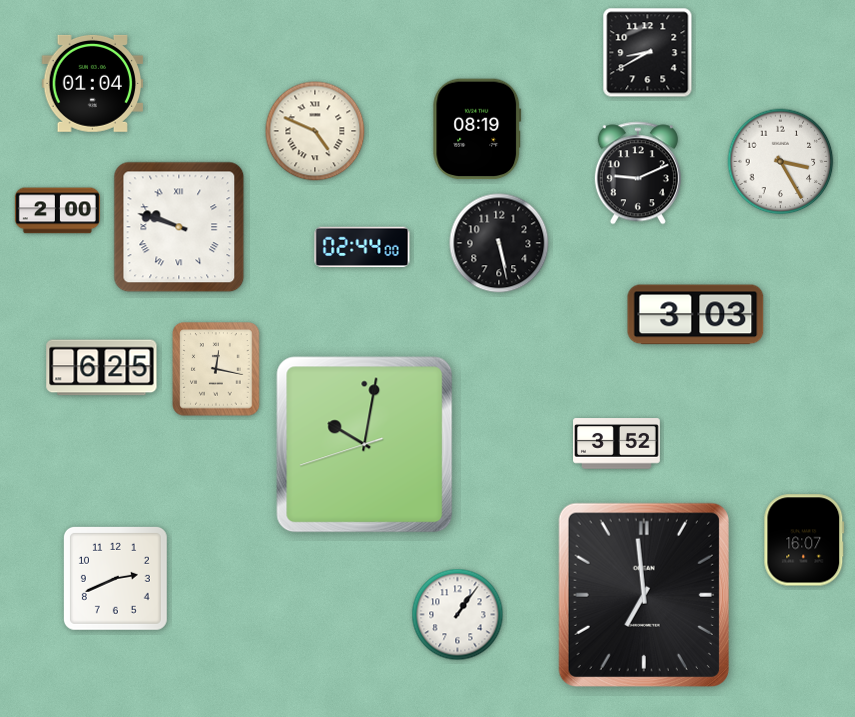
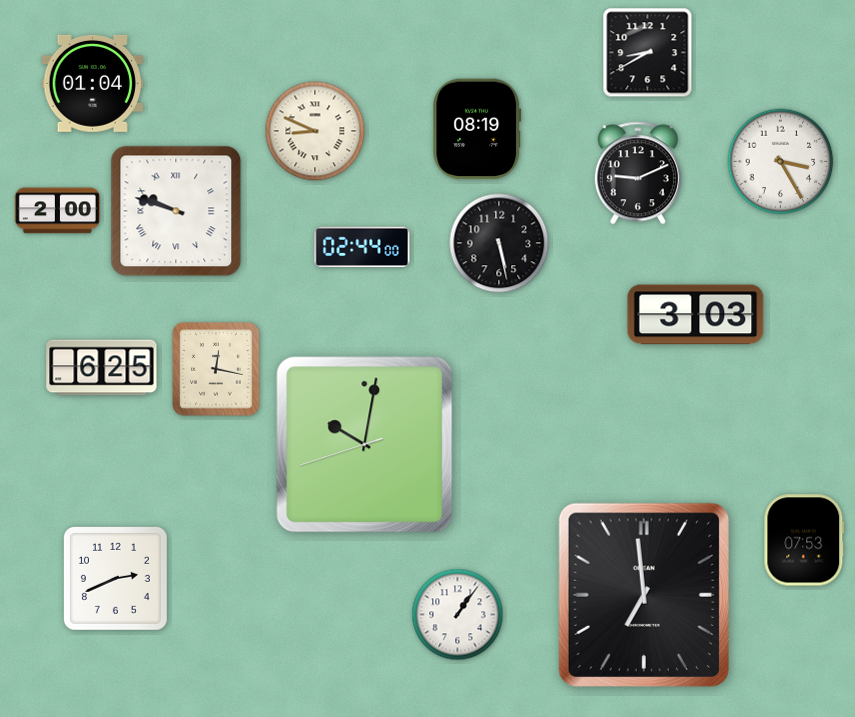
clock at (315, 131): 4:49 -> 8:49
clock at (179, 227) position: (179, 227) -> (176, 211)
clock at (617, 444): 3:52 -> none
clock at (804, 540): 16:07 -> 07:53
